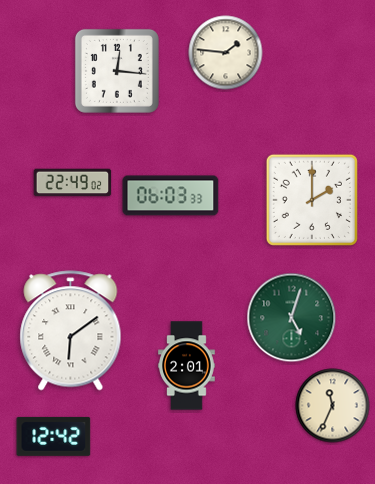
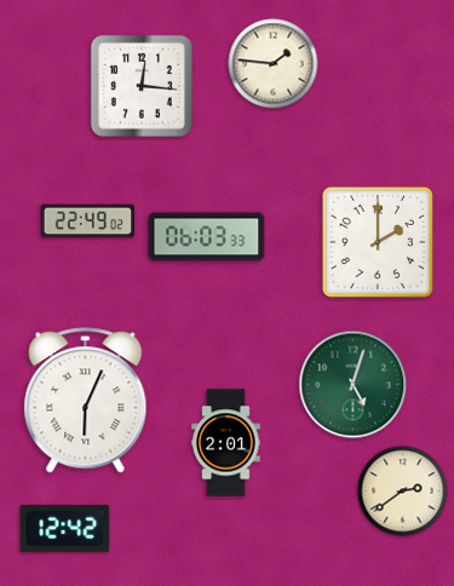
clock at (71, 331): 6:09 -> 6:04
clock at (333, 406): 11:34 -> 2:39
